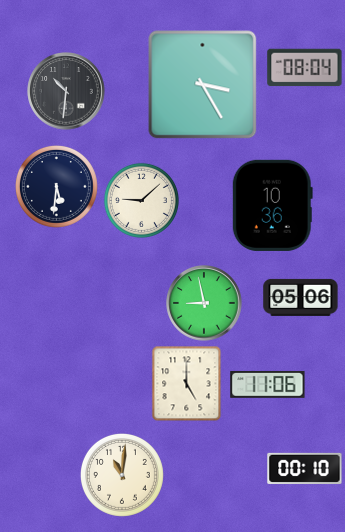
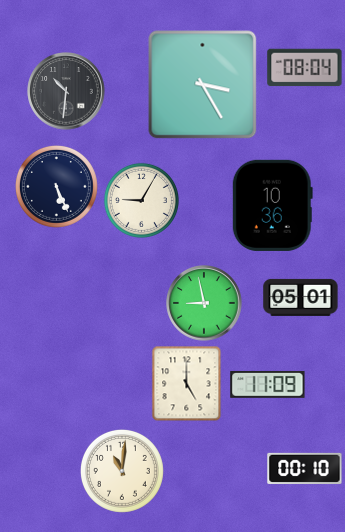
clock at (56, 186): 5:31 -> 5:26
clock at (141, 200): 9:08 -> 9:05
clock at (301, 297): 05:06 -> 05:01
clock at (268, 385): 11:06 -> 11:09
clock at (122, 475) position: (122, 475) -> (122, 471)
